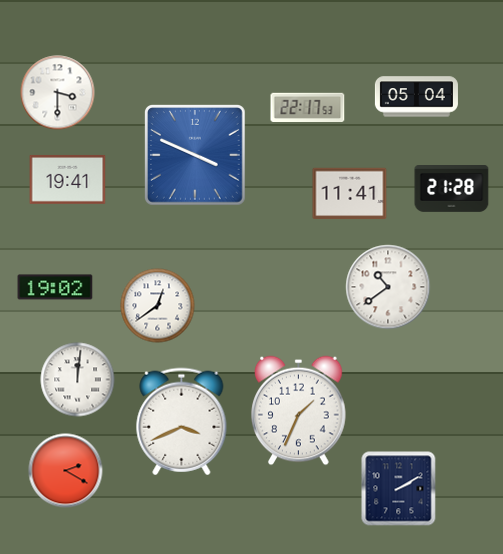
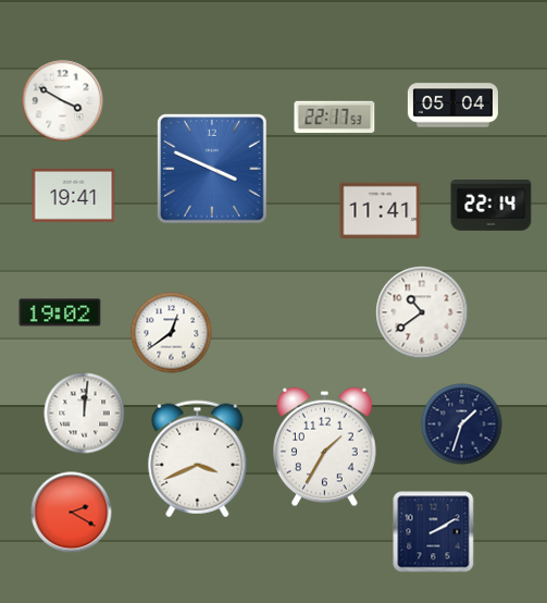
clock at (58, 93): 3:30 -> 3:50
clock at (452, 189): 21:28 -> 22:14
clock at (462, 424): none -> 1:33
clock at (299, 411): 1:34 -> 1:35
